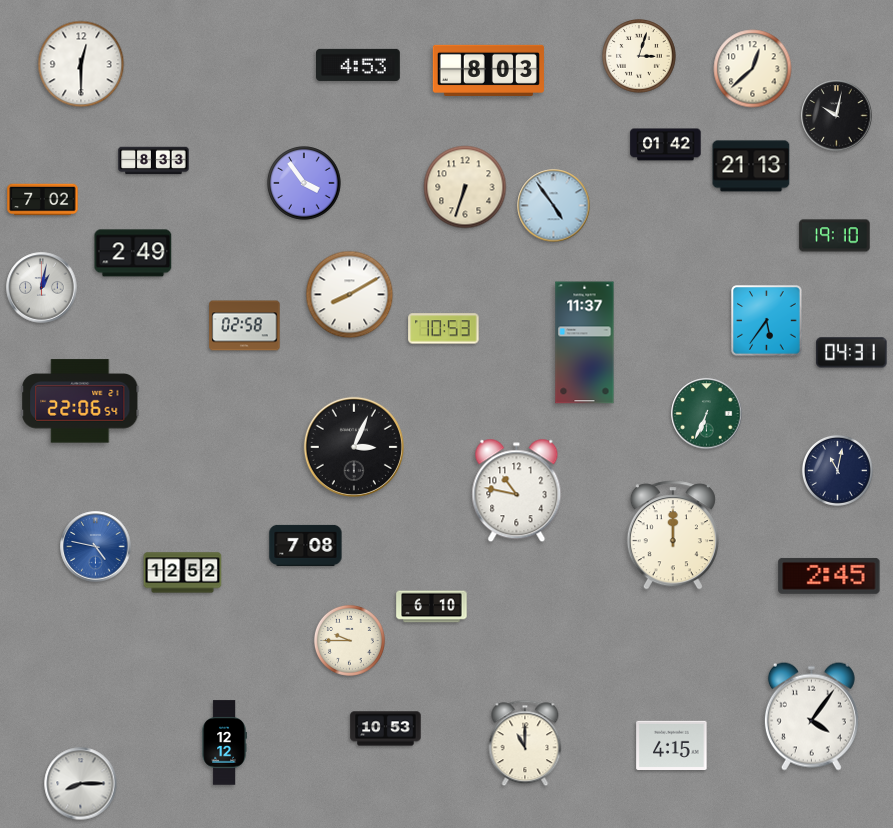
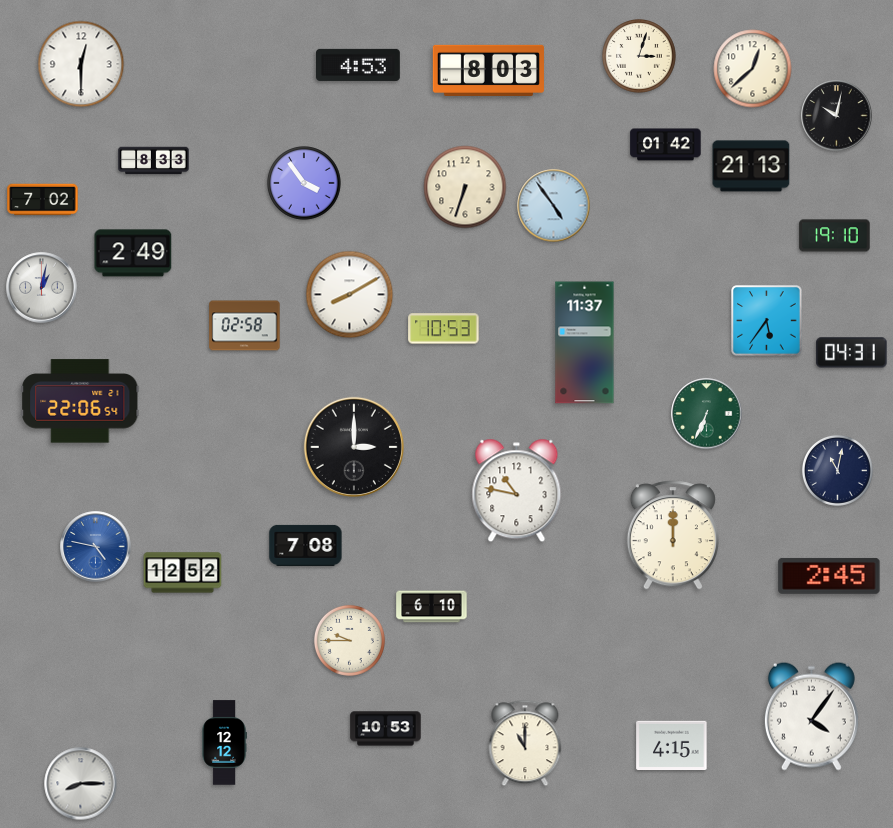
clock at (354, 447): 3:04 -> 3:00
